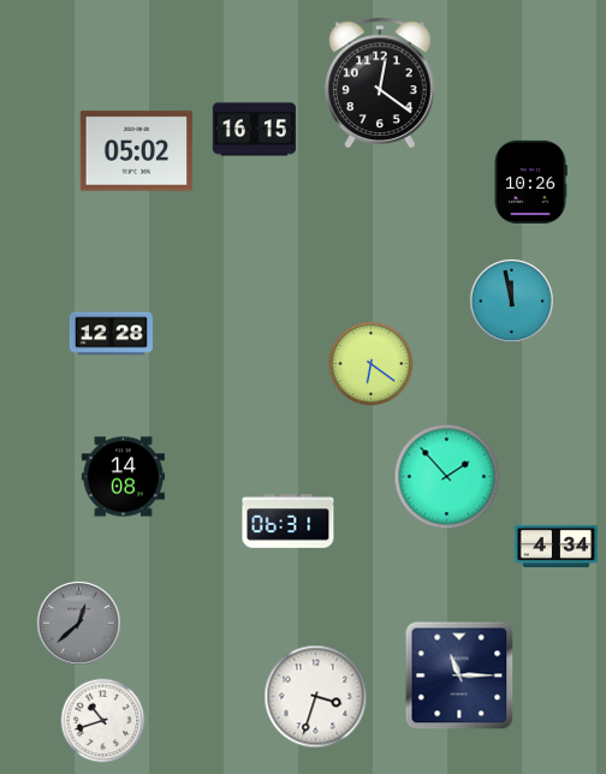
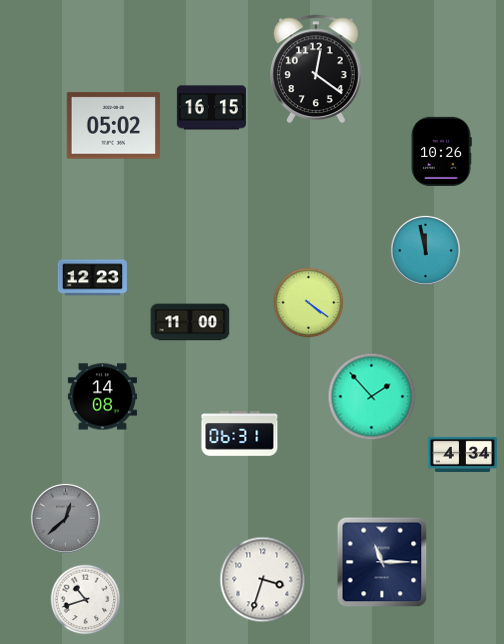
clock at (111, 334): 12:28 -> 12:23
clock at (372, 364): 6:21 -> 4:21
clock at (190, 322): none -> 11:00
